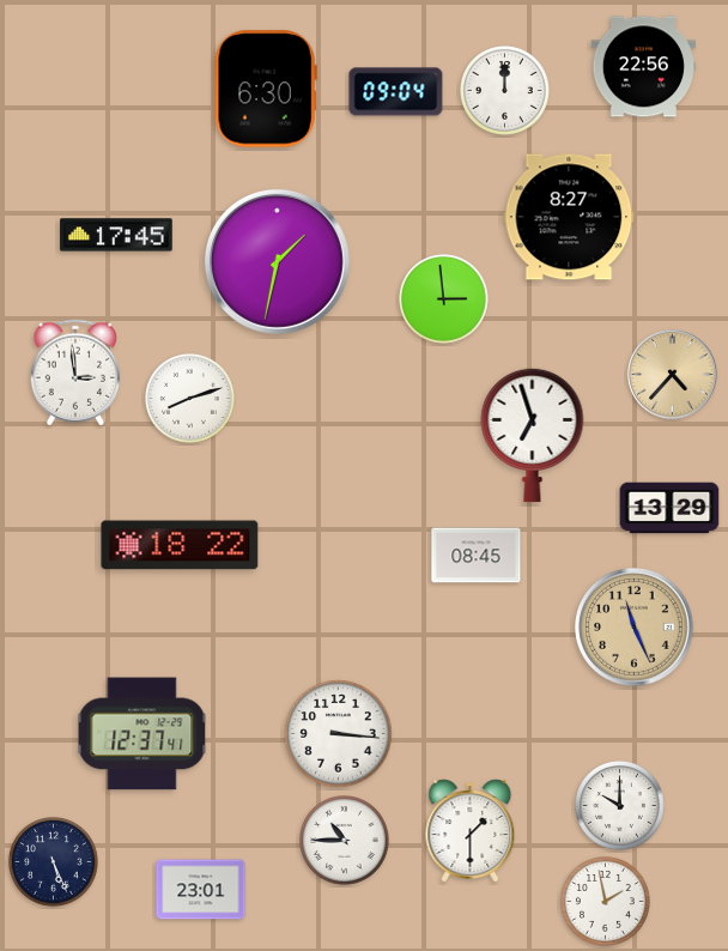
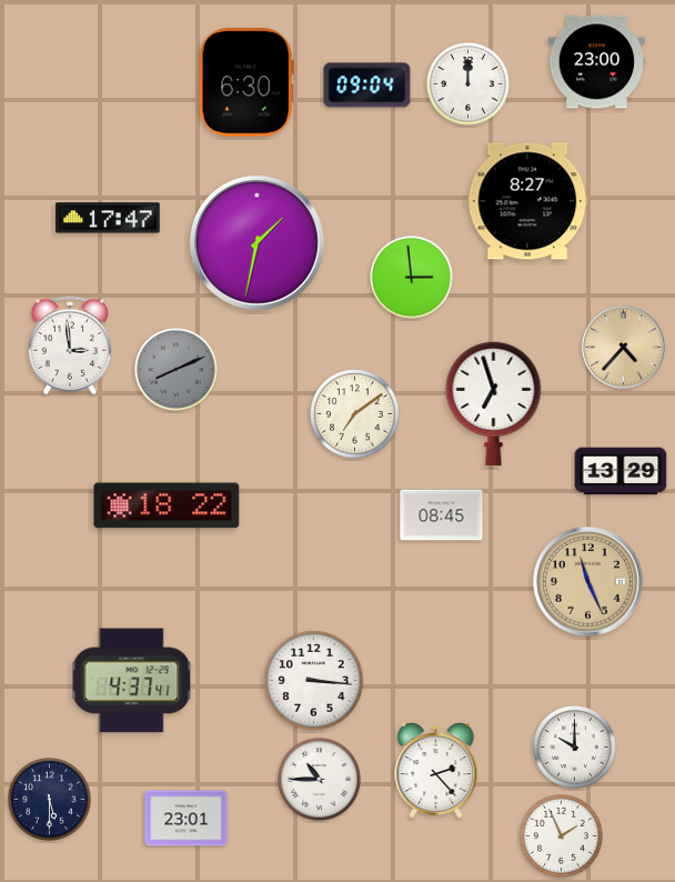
clock at (643, 67): 22:56 -> 23:00
clock at (116, 235): 17:45 -> 17:47
clock at (190, 399): 8:12 -> 8:11
clock at (190, 399) dial: white -> grey
clock at (355, 414): none -> 7:09
clock at (142, 734): 12:37 -> 4:37
clock at (471, 831): 1:30 -> 2:23
clock at (54, 862): 5:26 -> 5:30
clock at (201, 890) position: (201, 890) -> (187, 819)
clock at (606, 902): 1:58 -> 1:56
